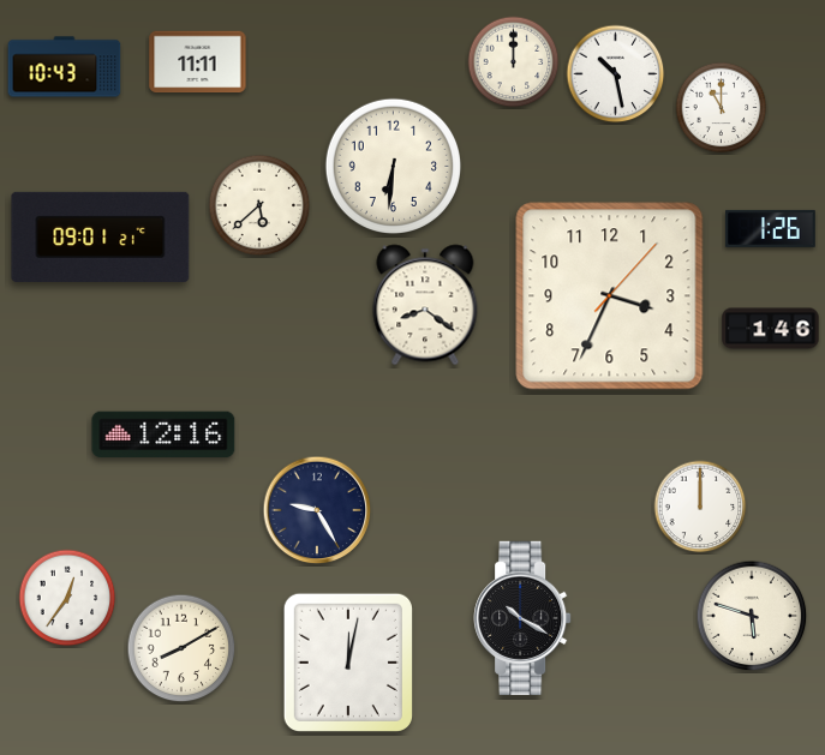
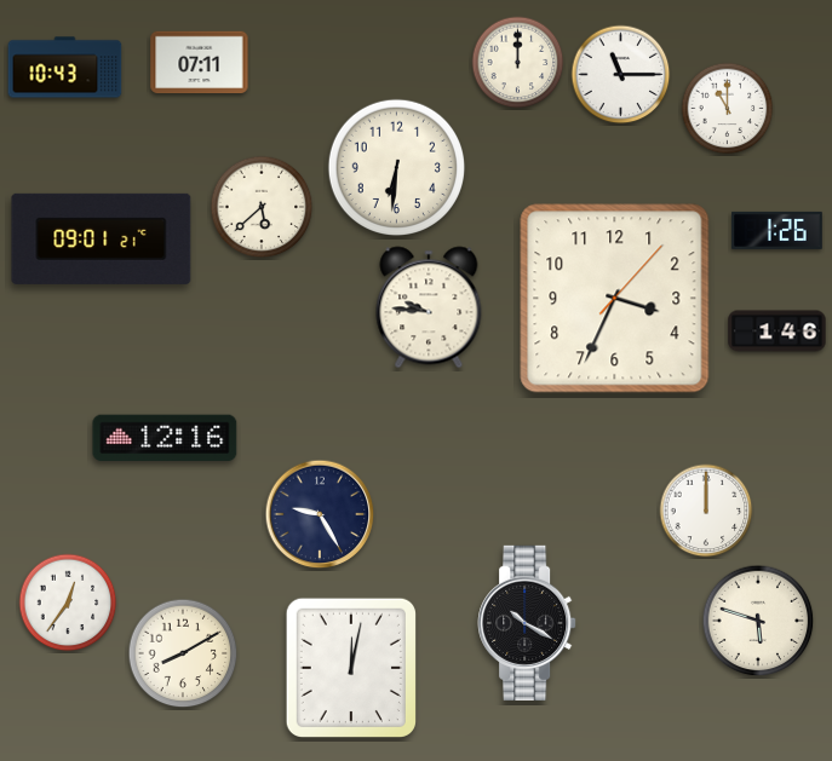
clock at (198, 62): 11:11 -> 07:11
clock at (616, 74): 10:28 -> 11:15
clock at (425, 305): 8:21 -> 9:46
